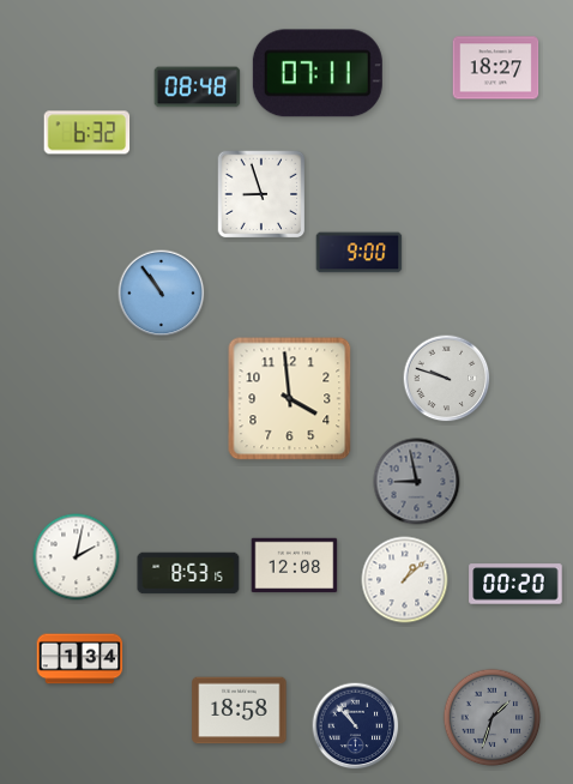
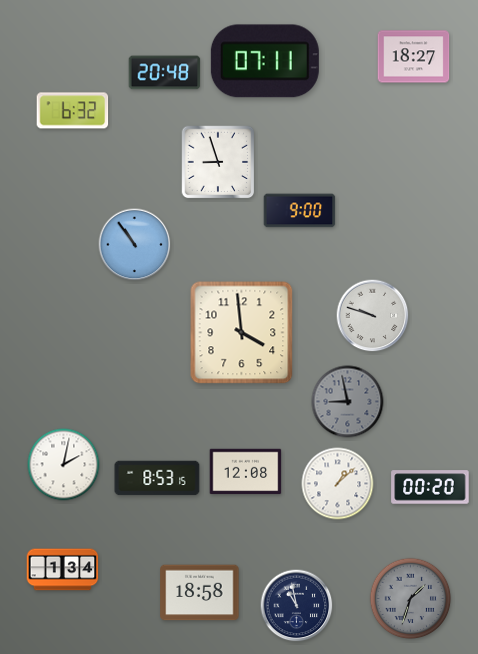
clock at (198, 88): 08:48 -> 20:48
clock at (80, 659) position: (80, 659) -> (63, 570)
clock at (356, 726): 10:53 -> 10:58
